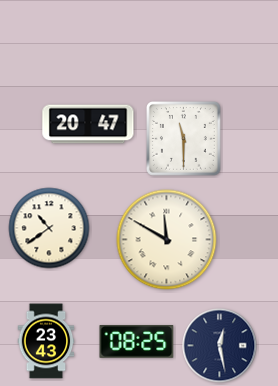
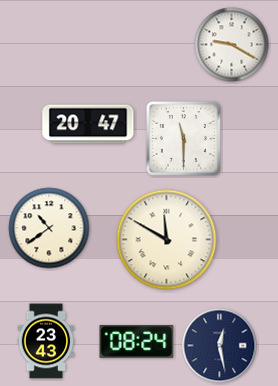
clock at (232, 45): none -> 9:20
clock at (137, 342): 08:25 -> 08:24
